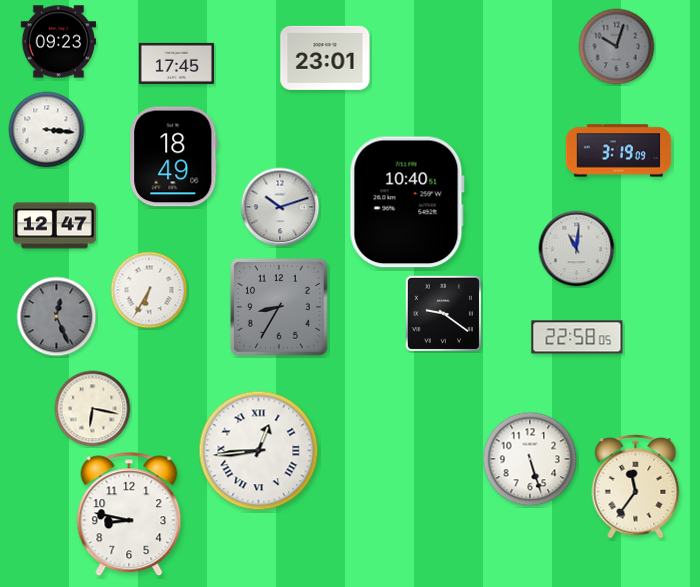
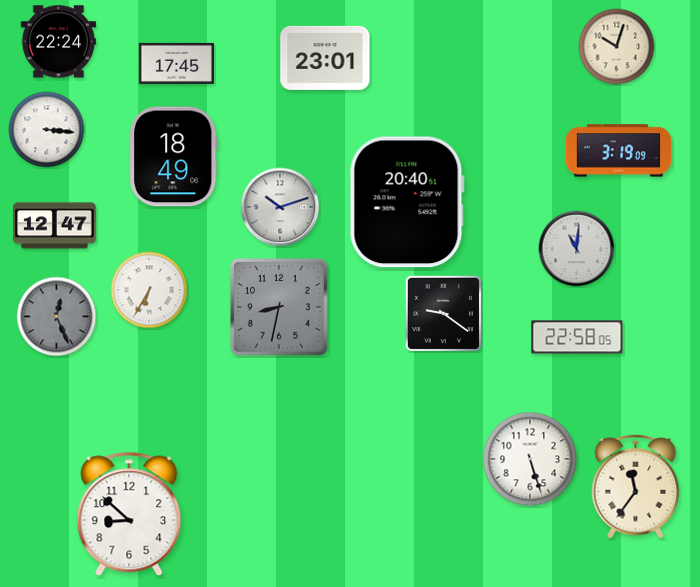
clock at (58, 42): 09:23 -> 22:24
clock at (617, 47) dial: grey -> cream
clock at (407, 202): 10:40 -> 20:40
clock at (279, 307): 8:35 -> 8:32
clock at (93, 409): 6:17 -> none
clock at (259, 451): 12:44 -> none
clock at (129, 514): 8:47 -> 8:52
